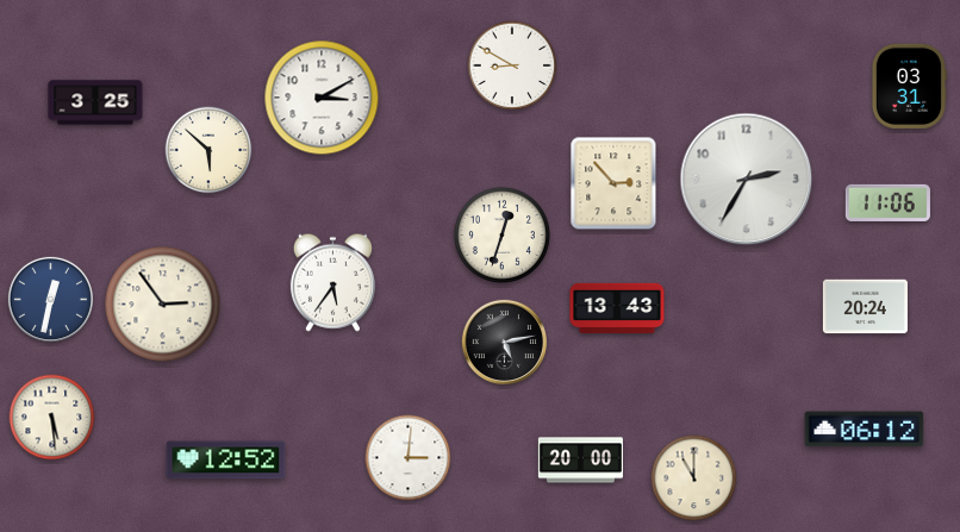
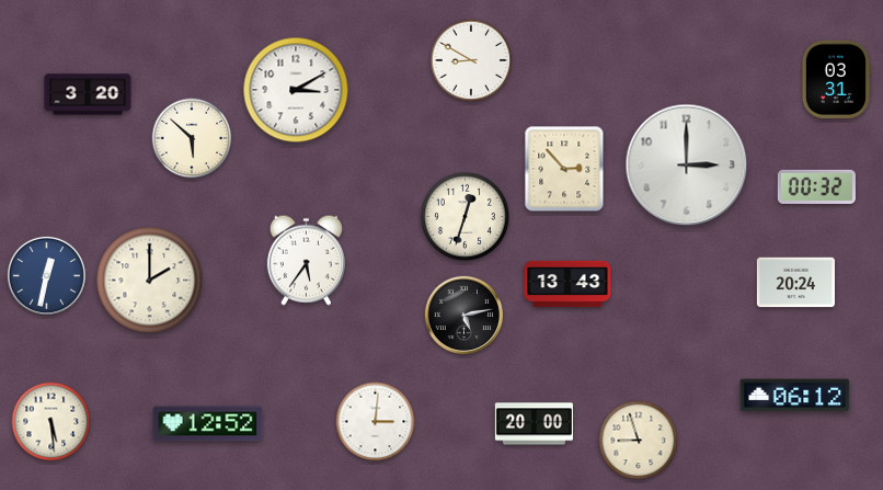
clock at (95, 102): 3:25 -> 3:20
clock at (747, 180): 2:35 -> 3:00
clock at (887, 202): 11:06 -> 00:32
clock at (501, 234) position: (501, 234) -> (465, 216)
clock at (163, 305): 2:54 -> 2:00
clock at (52, 418) position: (52, 418) -> (51, 422)
clock at (694, 478): 11:00 -> 8:57
